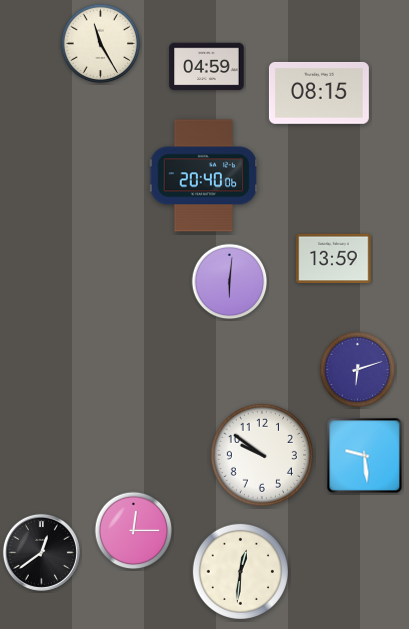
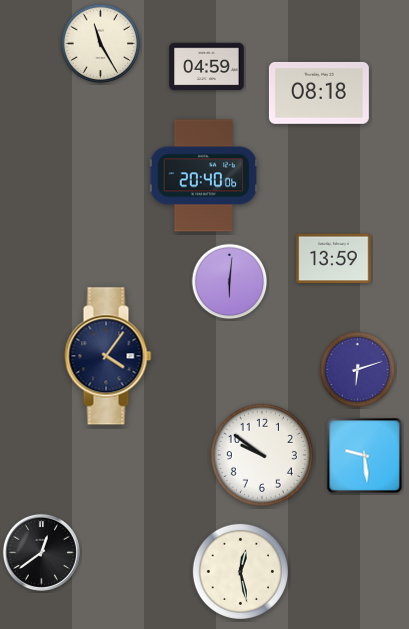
clock at (319, 93): 08:15 -> 08:18
clock at (108, 356): none -> 4:06
clock at (134, 531): 12:15 -> none
clock at (240, 571): 12:31 -> 12:28
